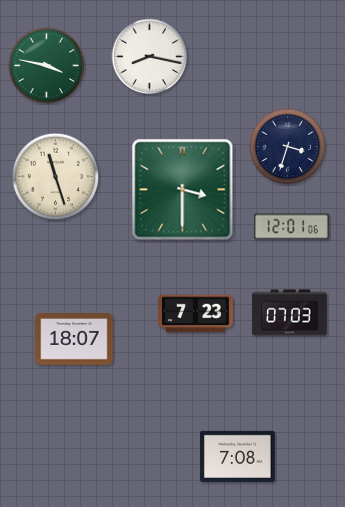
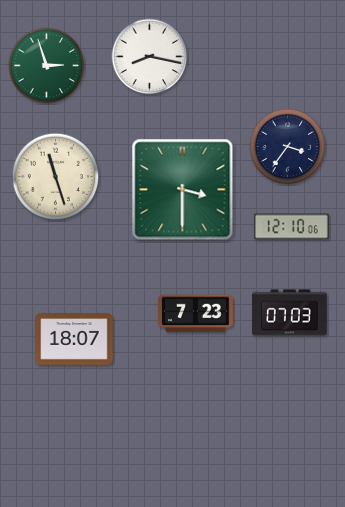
clock at (47, 66): 3:47 -> 2:57
clock at (288, 147): 3:33 -> 3:36
clock at (292, 227): 12:01 -> 12:10
clock at (238, 456): 7:08 -> none
